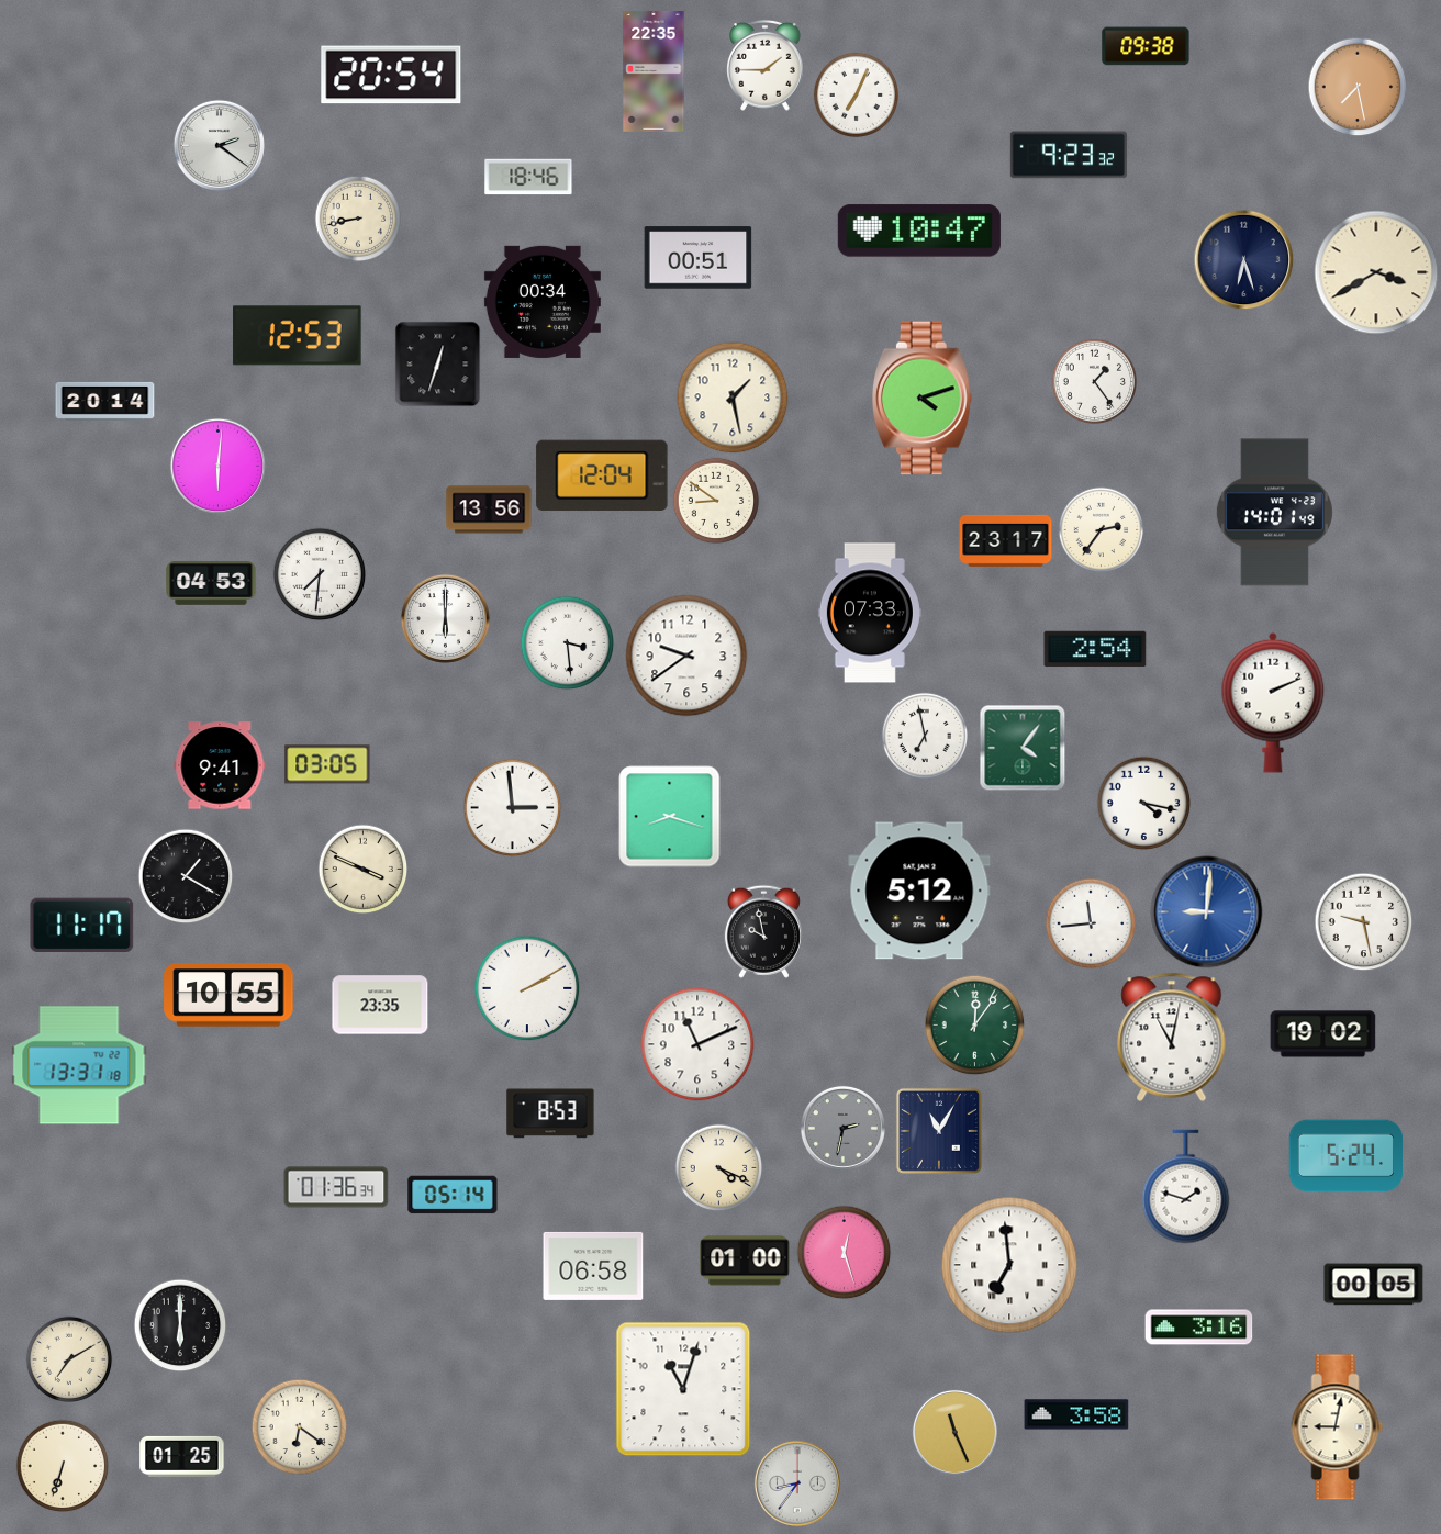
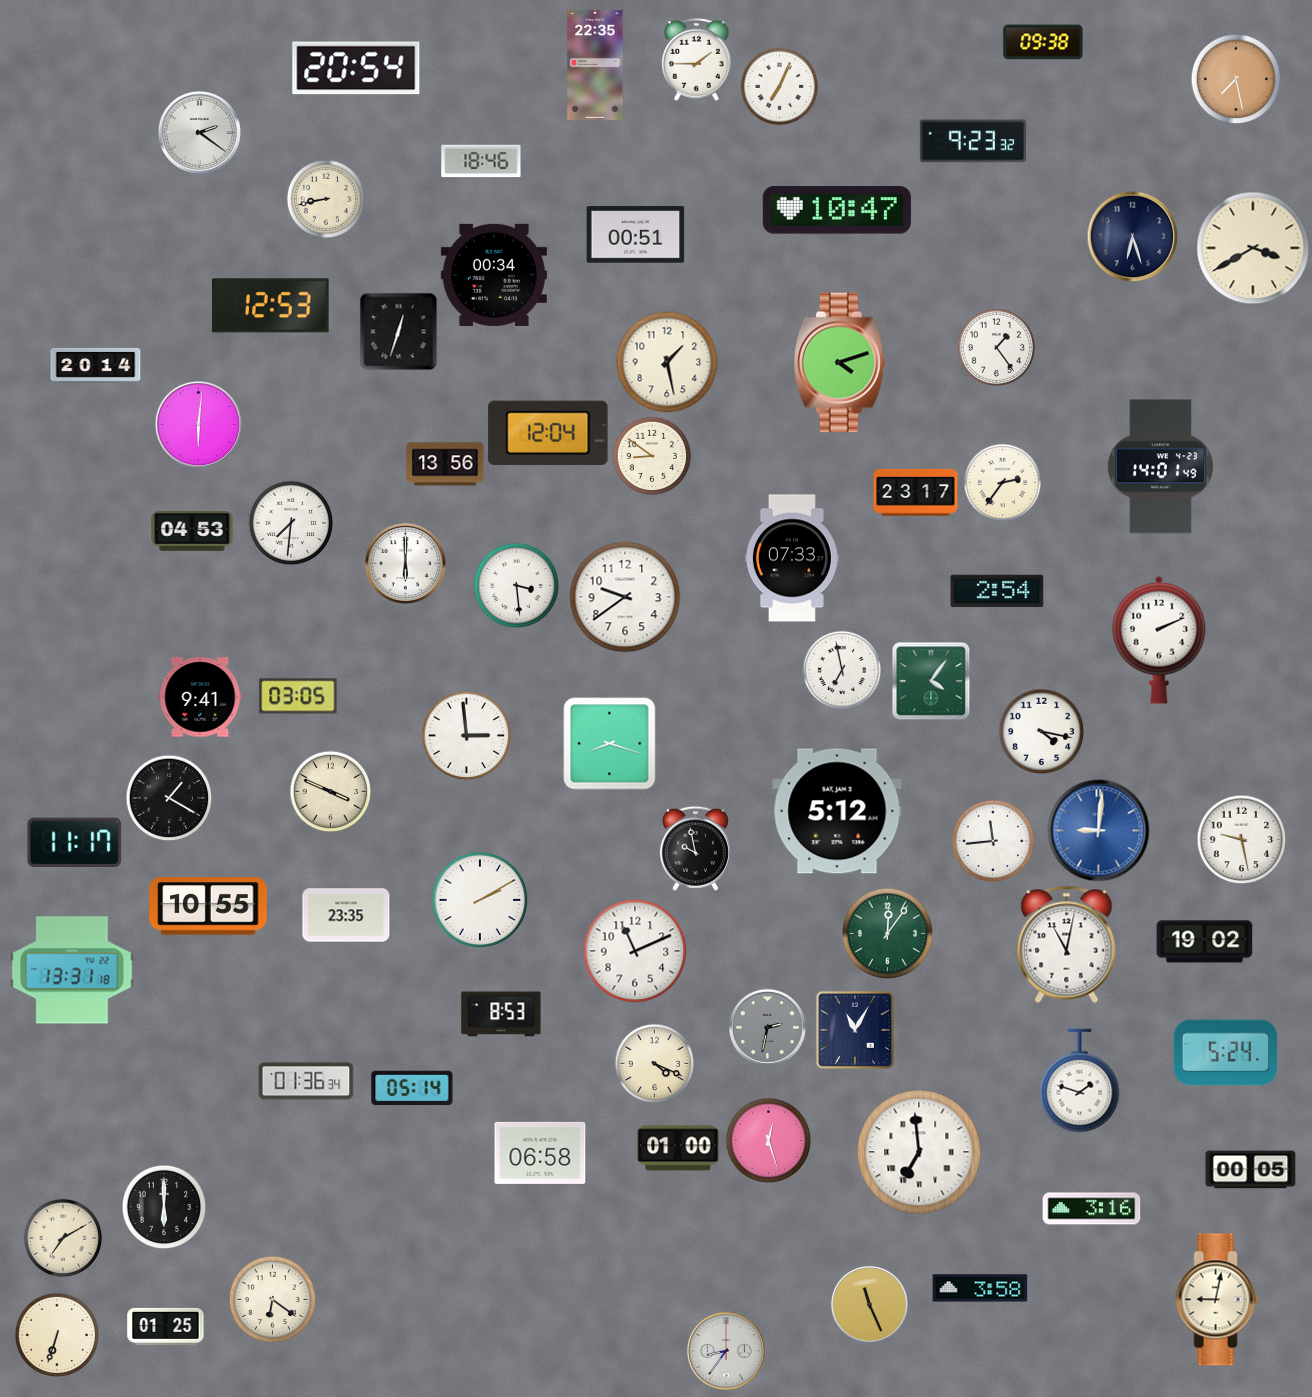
clock at (683, 1389): 11:03 -> none
